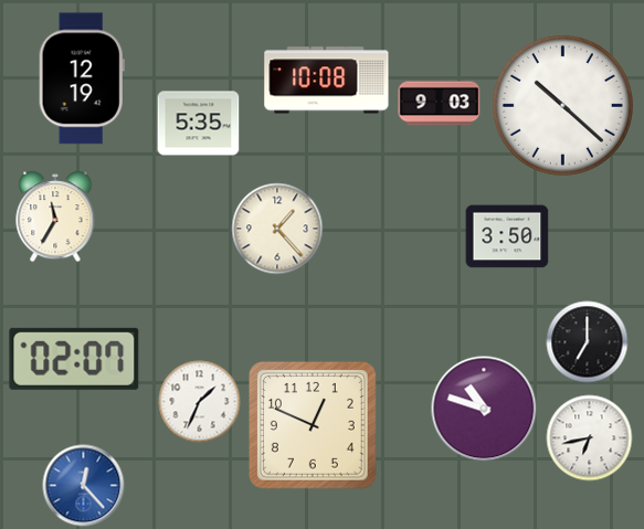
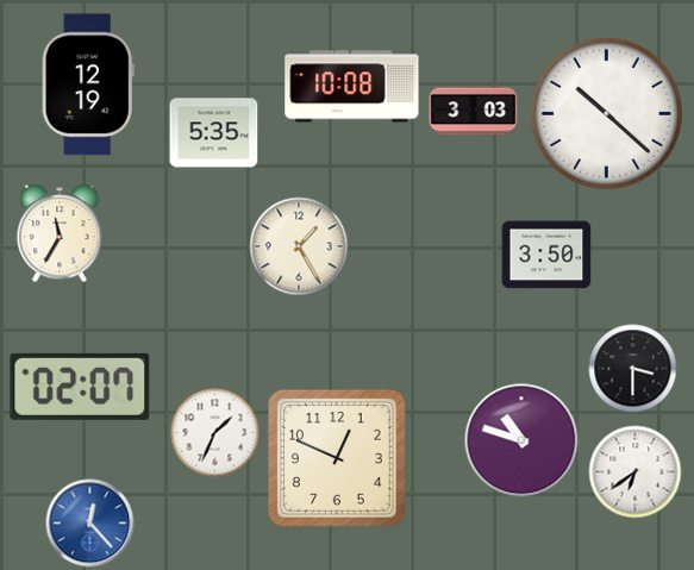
clock at (440, 104): 9:03 -> 3:03
clock at (277, 229): 1:23 -> 1:25
clock at (588, 342): 7:00 -> 3:30
clock at (590, 438): 6:43 -> 6:39
